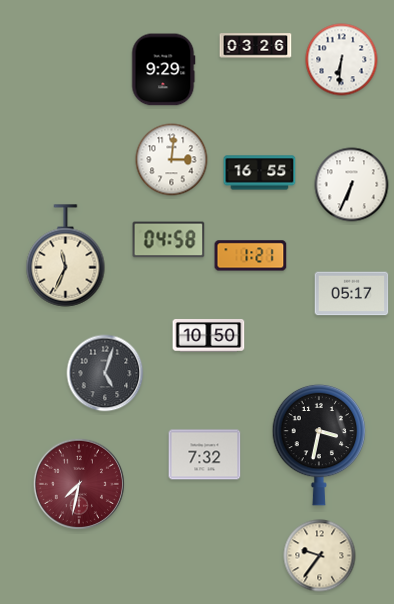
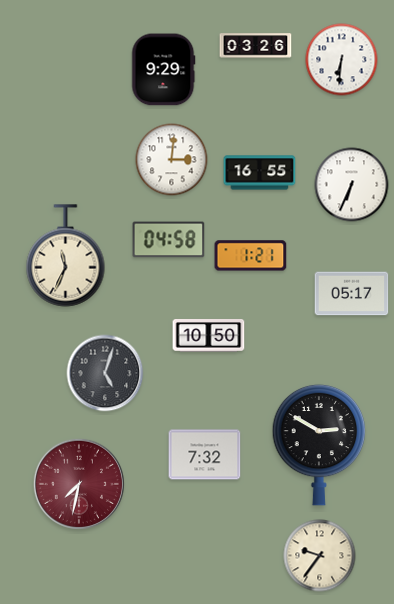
clock at (319, 445): 3:32 -> 2:50
